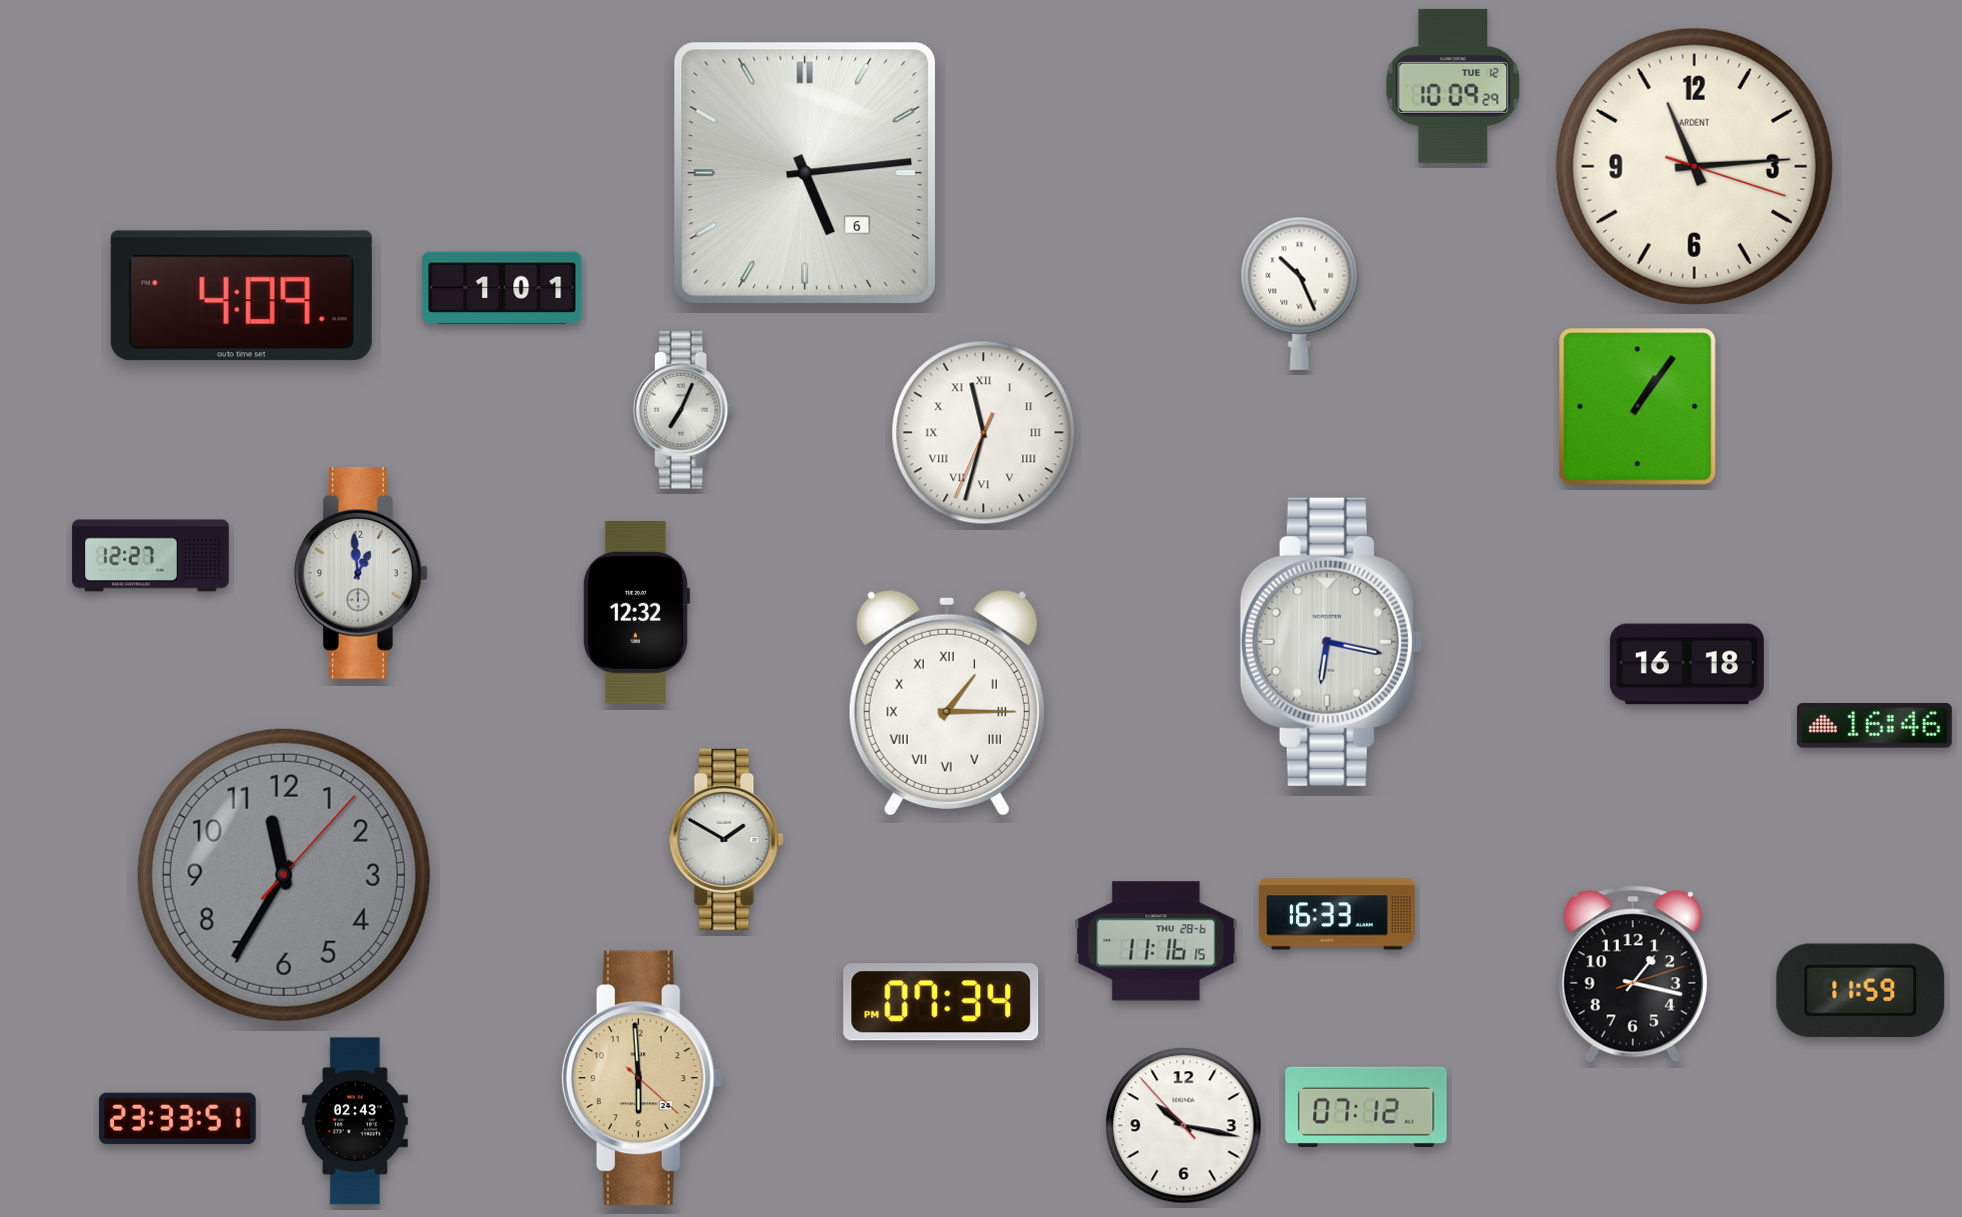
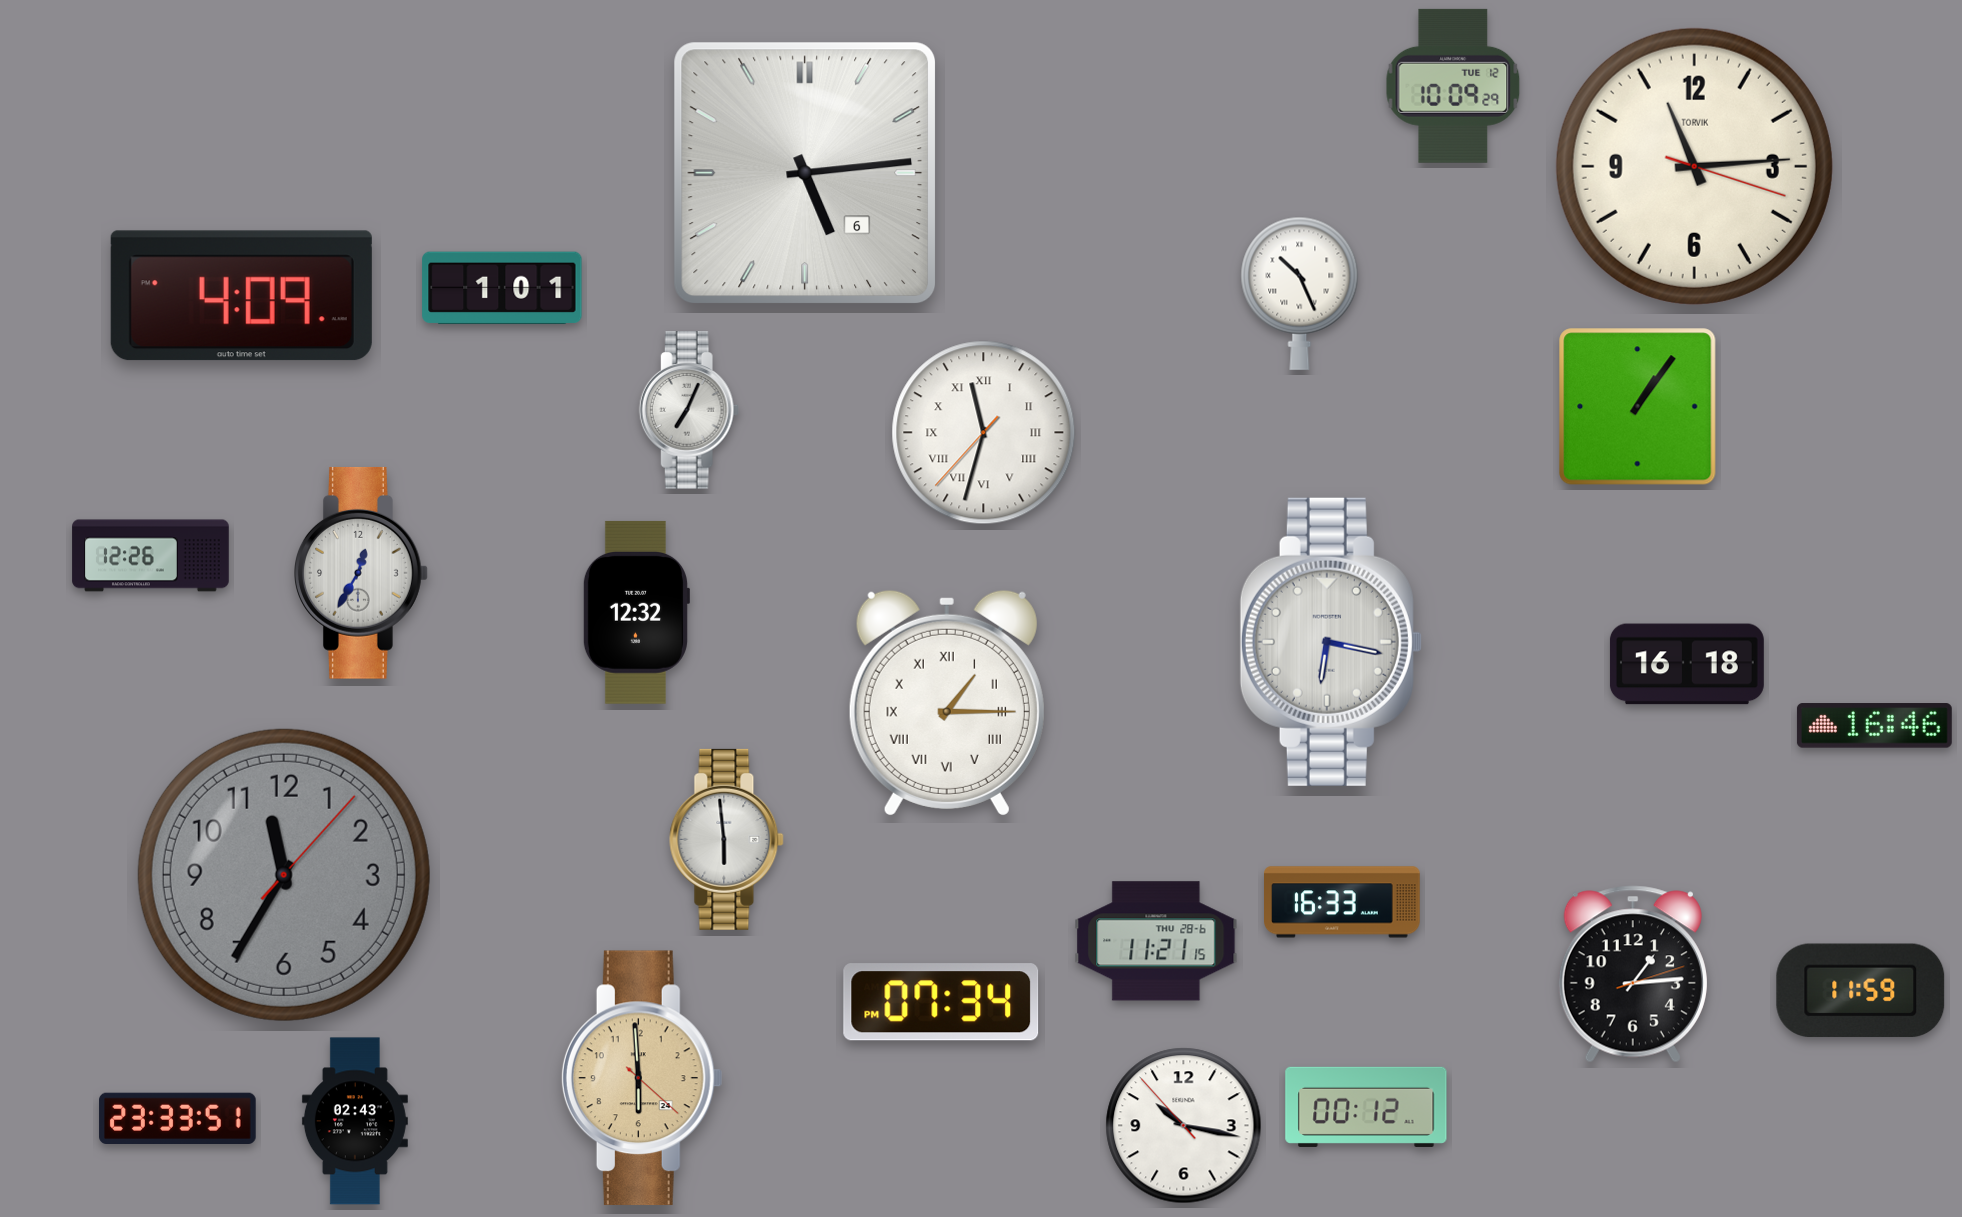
clock at (1694, 166) brand: ARDENT -> TORVIK
clock at (683, 410) position: (683, 410) -> (689, 410)
clock at (984, 433): 11:32:34 -> 11:32:37
clock at (151, 556): 12:27 -> 12:26
clock at (362, 573): 12:59 -> 12:35
clock at (727, 839): 1:50 -> 5:59
clock at (1338, 914) position: (1338, 914) -> (1343, 902)
clock at (1156, 941): 11:16 -> 11:21
clock at (1633, 974): 1:17 -> 1:14
clock at (1366, 1107): 07:12 -> 00:12
